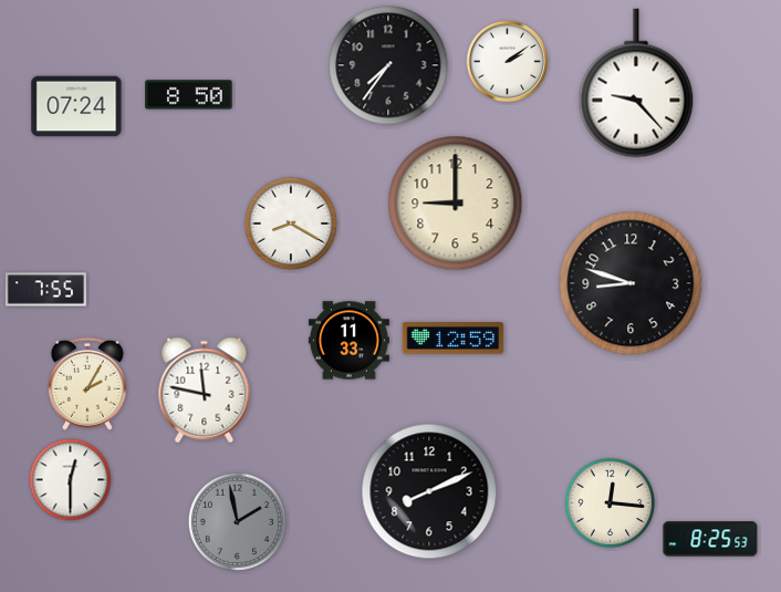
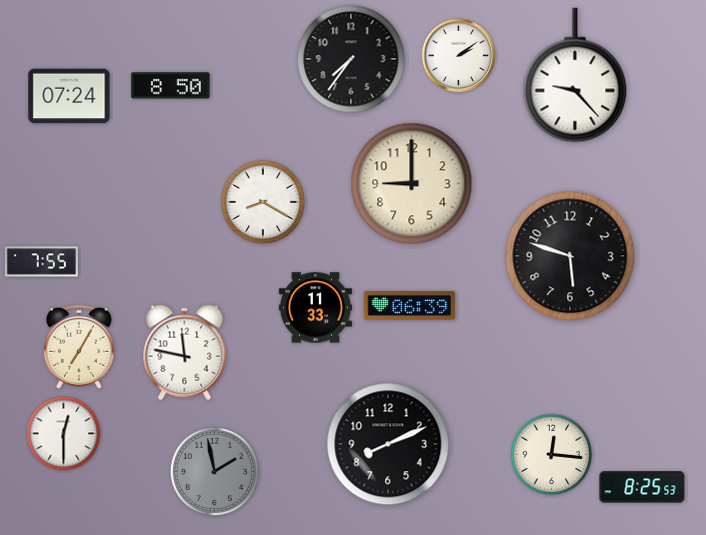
clock at (631, 283): 8:48 -> 5:48
clock at (454, 339): 12:59 -> 06:39
clock at (87, 384): 2:05 -> 7:05
